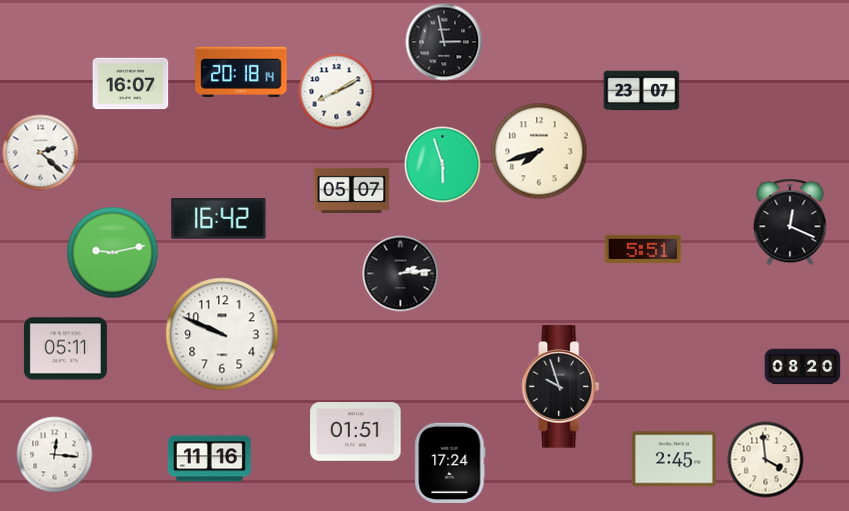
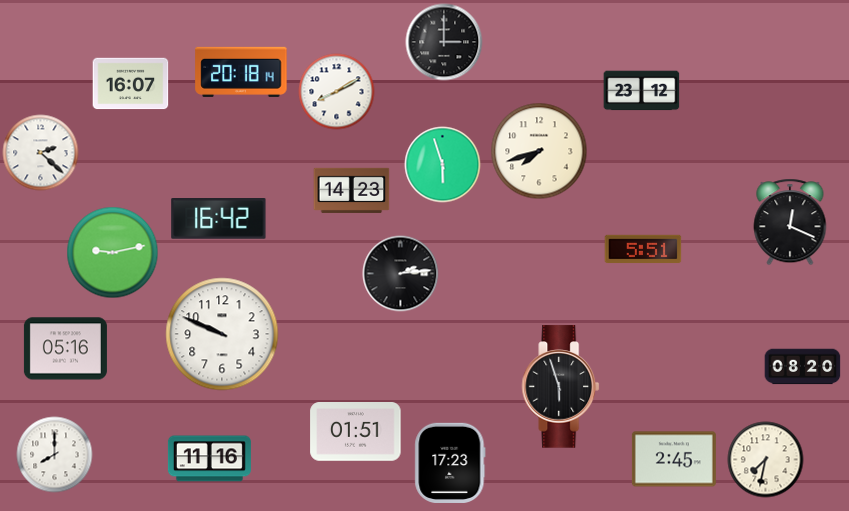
clock at (444, 42): 2:58 -> 3:00
clock at (642, 91): 23:07 -> 23:12
clock at (352, 190): 05:07 -> 14:23
clock at (65, 349): 05:11 -> 05:16
clock at (561, 387): 9:57 -> 5:57
clock at (55, 455): 12:16 -> 8:00
clock at (766, 460): 3:59 -> 7:32
clock at (450, 463): 17:24 -> 17:23
